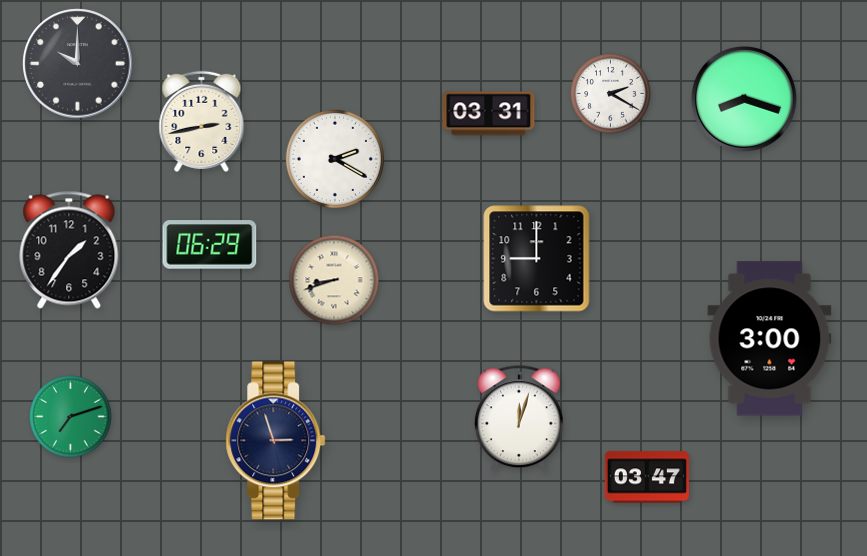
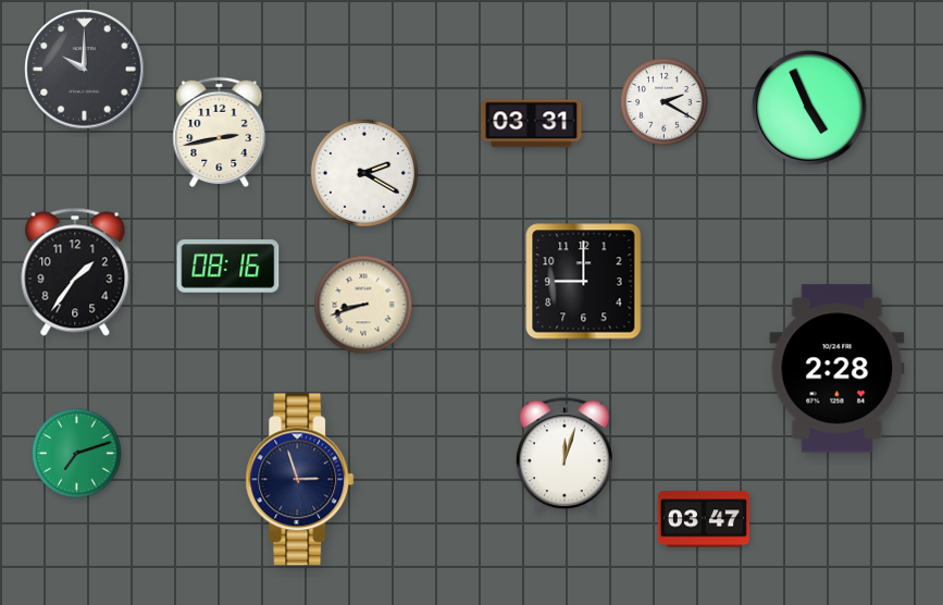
clock at (744, 99): 8:18 -> 4:56
clock at (210, 245): 06:29 -> 08:16
clock at (770, 339): 3:00 -> 2:28
